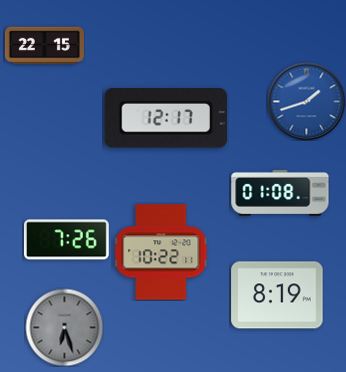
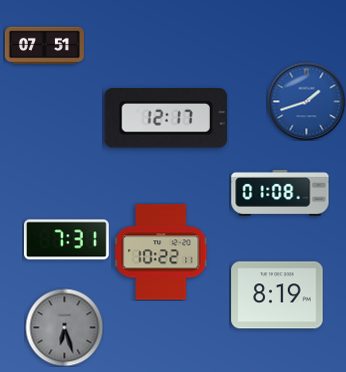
clock at (44, 46): 22:15 -> 07:51
clock at (66, 240): 7:26 -> 7:31
